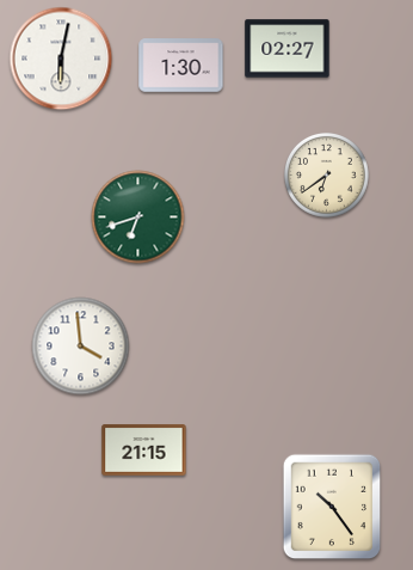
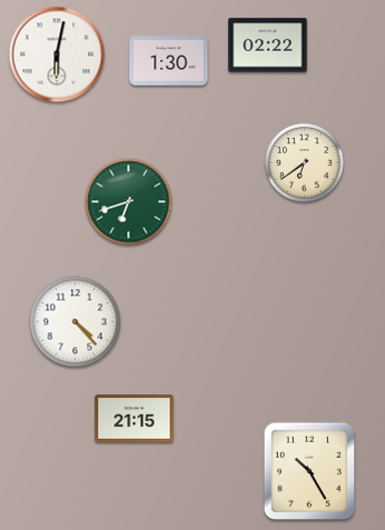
clock at (288, 49): 02:27 -> 02:22
clock at (81, 347): 3:59 -> 4:23
clock at (332, 507): 10:24 -> 10:25
